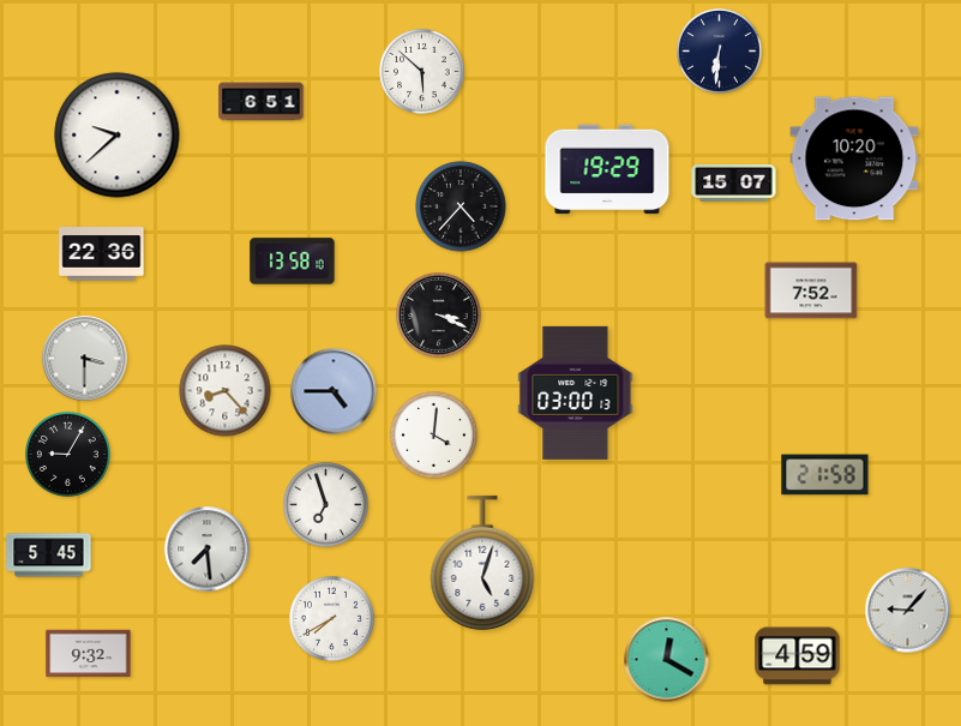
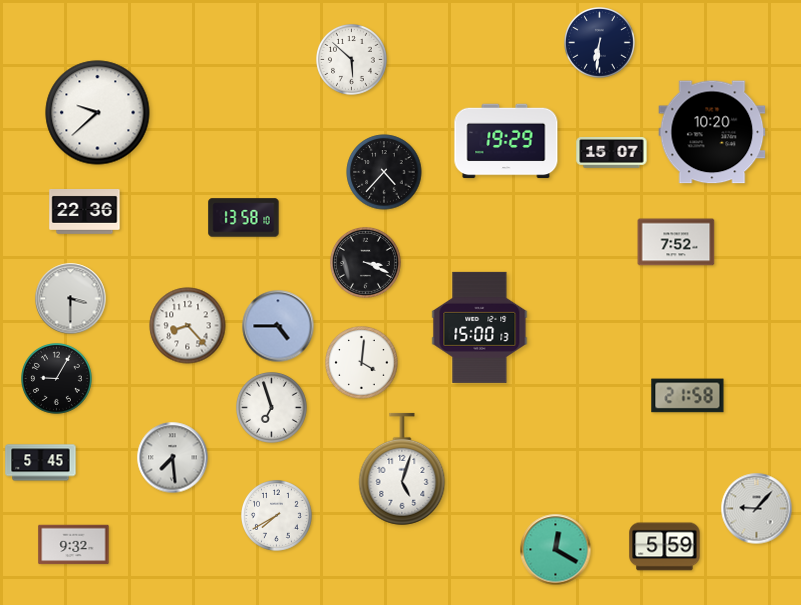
clock at (262, 102): 6:51 -> none
clock at (576, 392): 03:00 -> 15:00
clock at (326, 505) position: (326, 505) -> (272, 408)
clock at (798, 656): 4:59 -> 5:59
